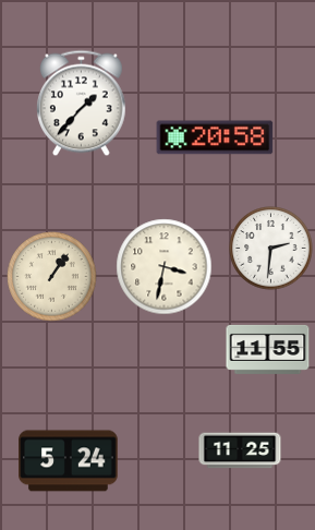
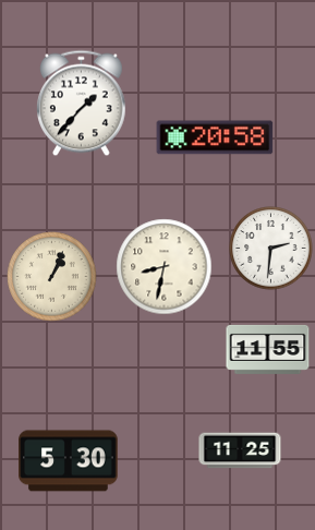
clock at (165, 267): 3:32 -> 8:32
clock at (52, 277): 1:06 -> 1:04
clock at (69, 461): 5:24 -> 5:30
